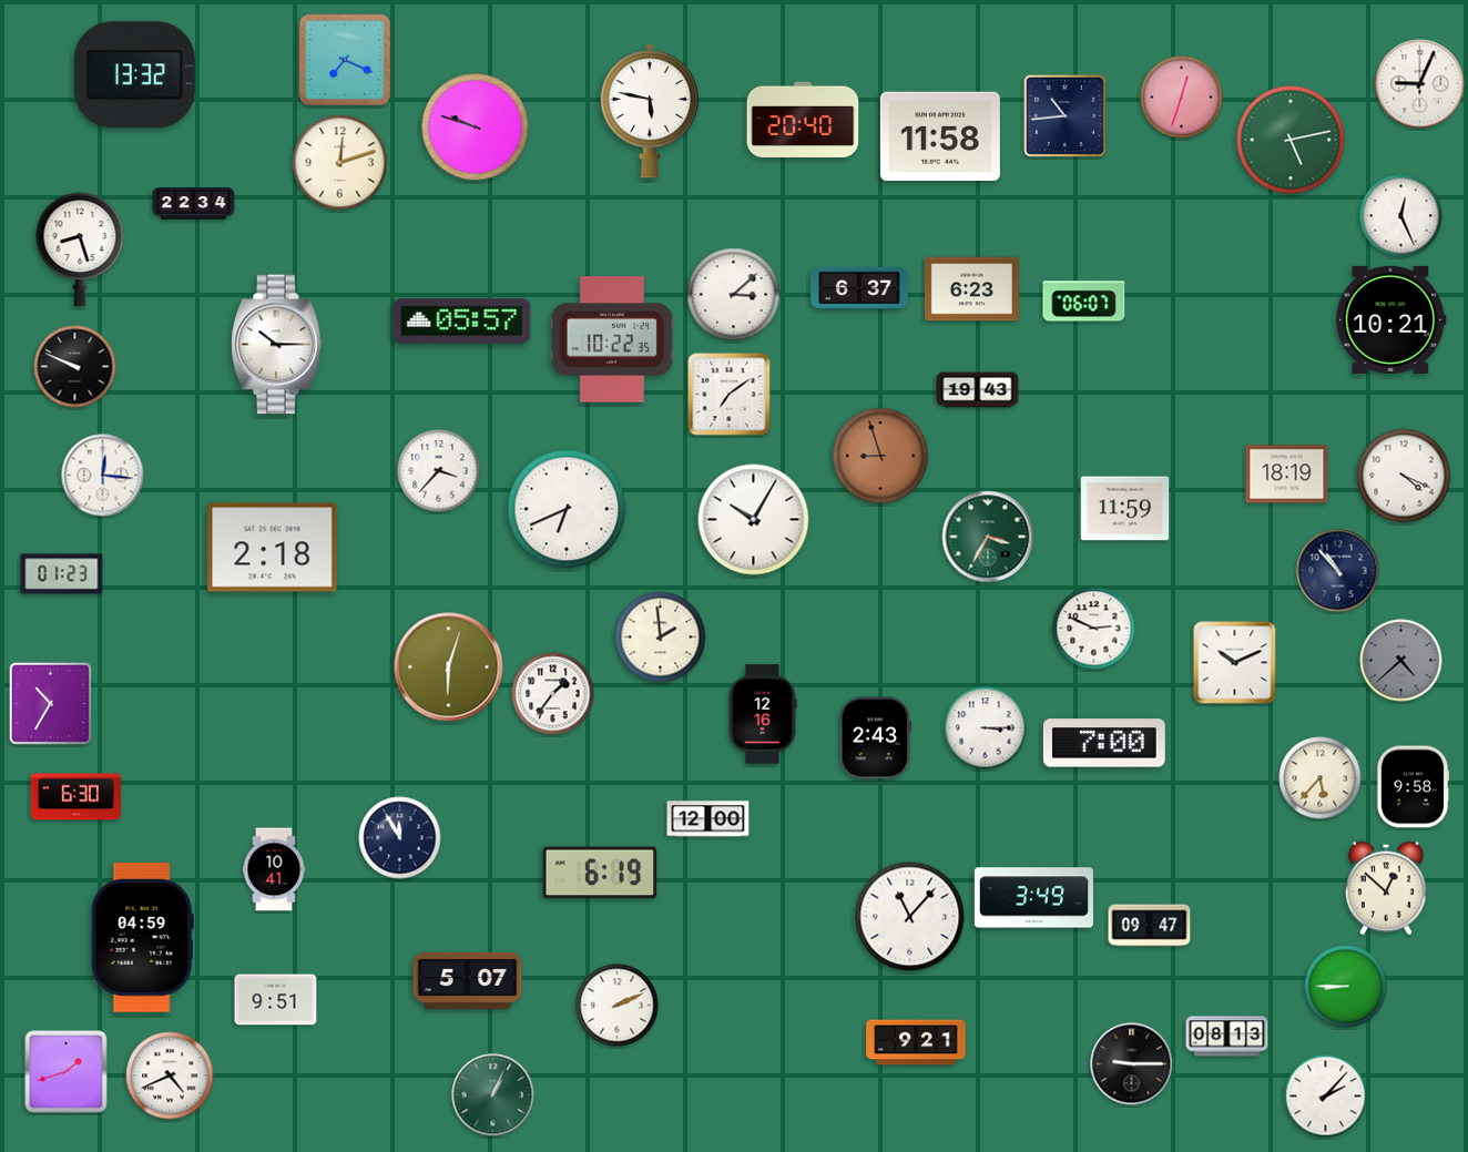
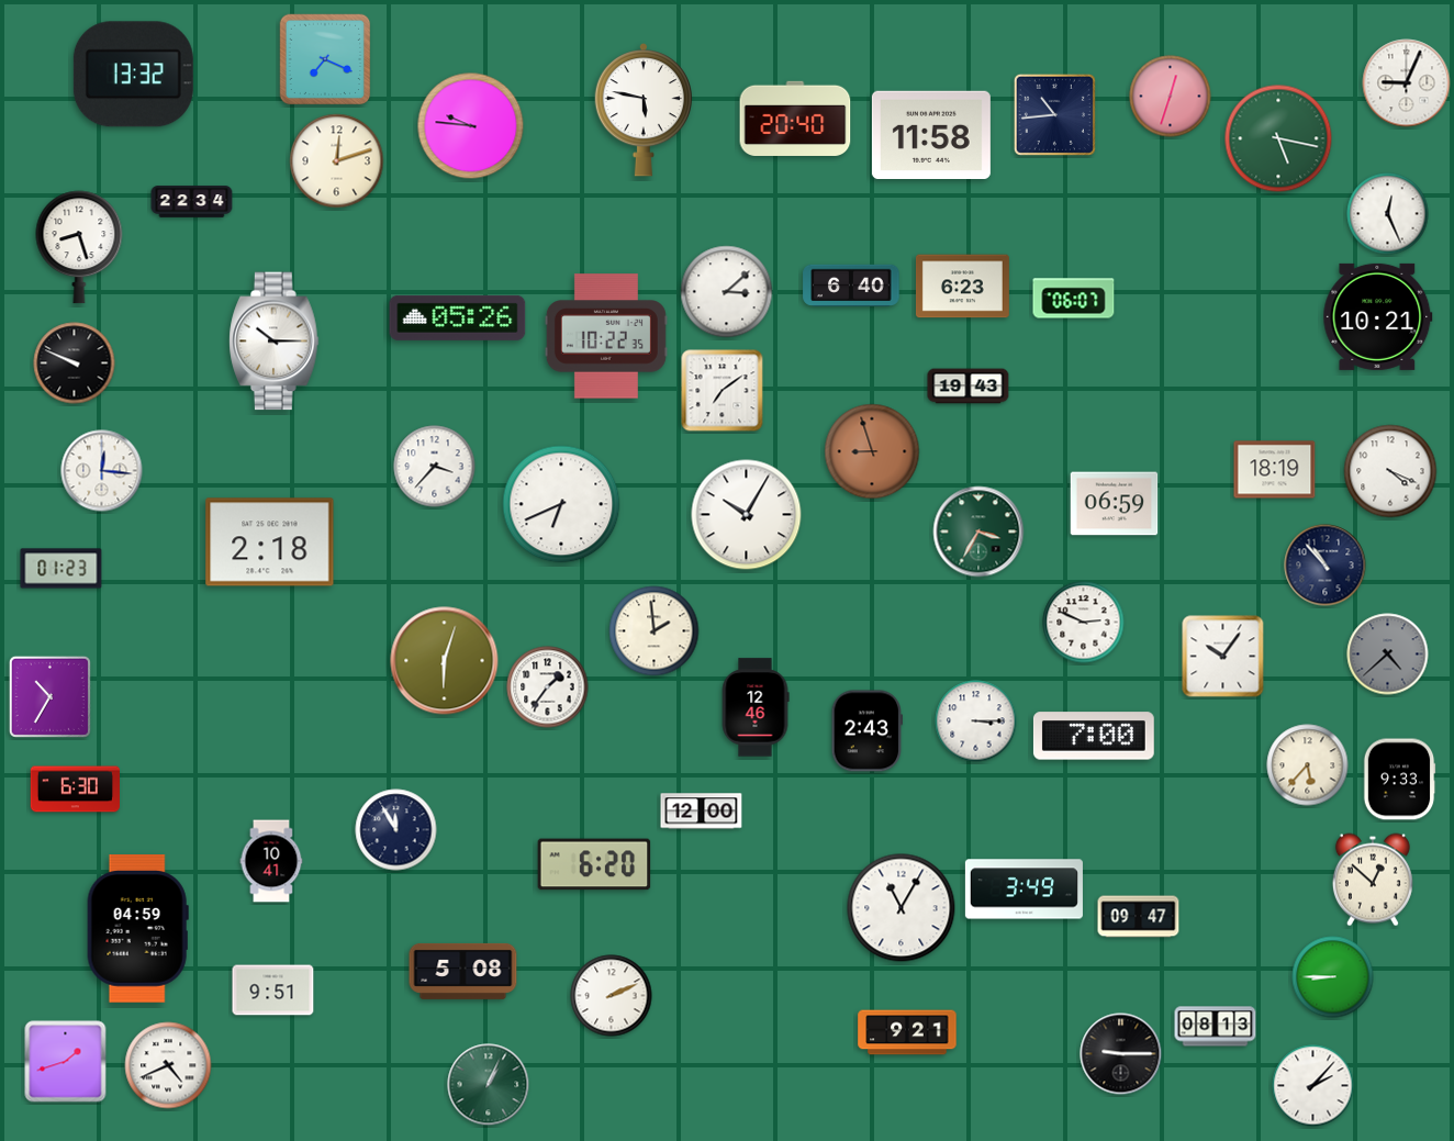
clock at (345, 60) position: (345, 60) -> (325, 59)
clock at (476, 128): 9:48 -> 9:46
clock at (1291, 140): 5:13 -> 5:17
clock at (859, 287): 6:37 -> 6:40
clock at (462, 320): 05:57 -> 05:26
clock at (1125, 509): 11:59 -> 06:59
clock at (1235, 663): 10:11 -> 10:06
clock at (763, 714): 12:16 -> 12:46
clock at (1321, 778) position: (1321, 778) -> (1308, 765)
clock at (1413, 787): 9:58 -> 9:33
clock at (600, 873): 6:19 -> 6:20
clock at (910, 917): 11:07 -> 11:05
clock at (142, 938) position: (142, 938) -> (137, 929)
clock at (468, 980): 5:07 -> 5:08
